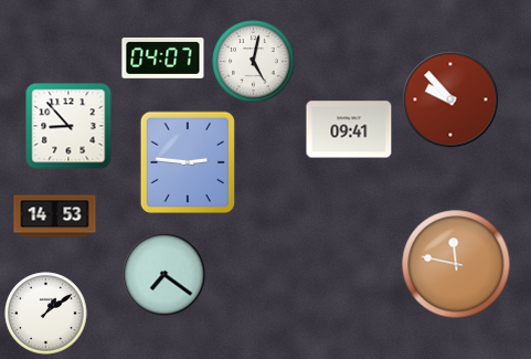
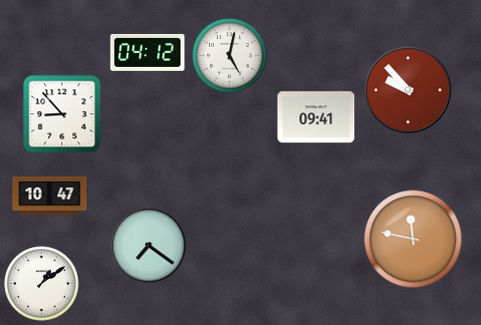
clock at (163, 57): 04:07 -> 04:12
clock at (188, 162): 2:46 -> none
clock at (55, 217): 14:53 -> 10:47
clock at (164, 275) position: (164, 275) -> (149, 246)
